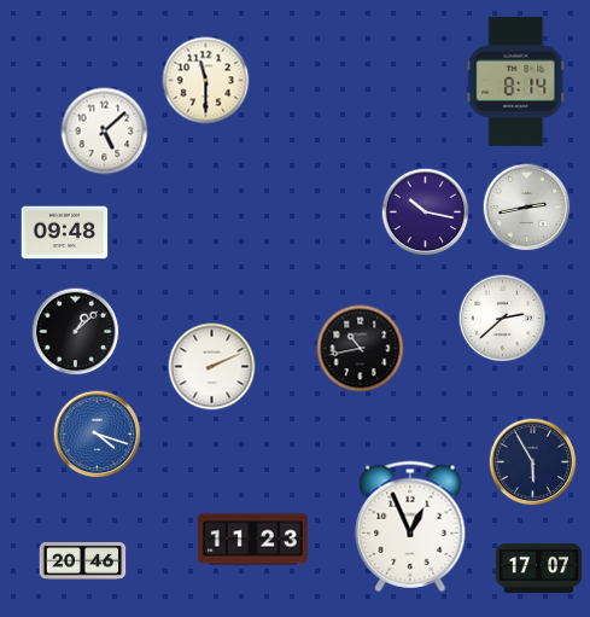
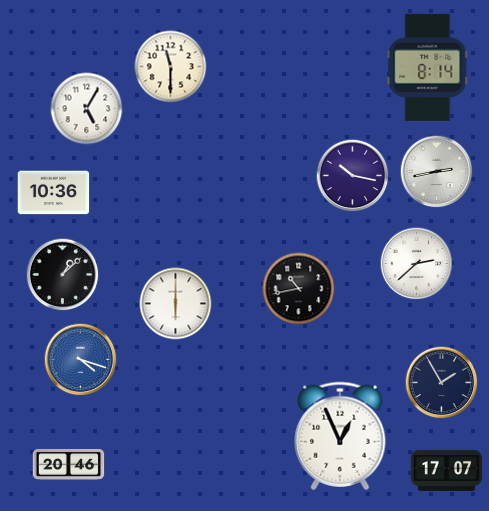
clock at (105, 132): 5:08 -> 5:05
clock at (65, 233): 09:48 -> 10:36
clock at (212, 367): 2:11 -> 6:00
clock at (533, 462): 5:55 -> 1:55
clock at (252, 540): 11:23 -> none
